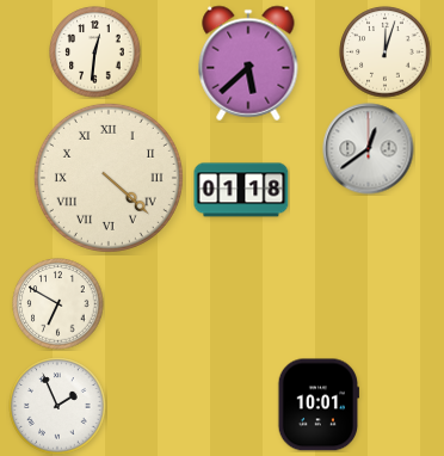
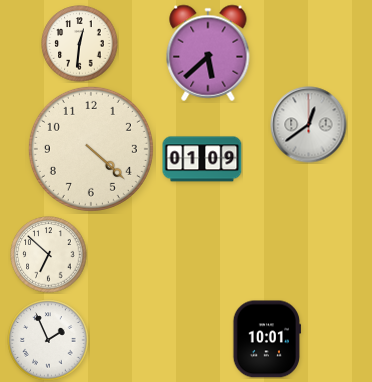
clock at (386, 53): 12:03 -> none
clock at (109, 178) numerals: Roman -> Arabic
clock at (241, 190): 01:18 -> 01:09
clock at (58, 304): 6:50 -> 6:52
